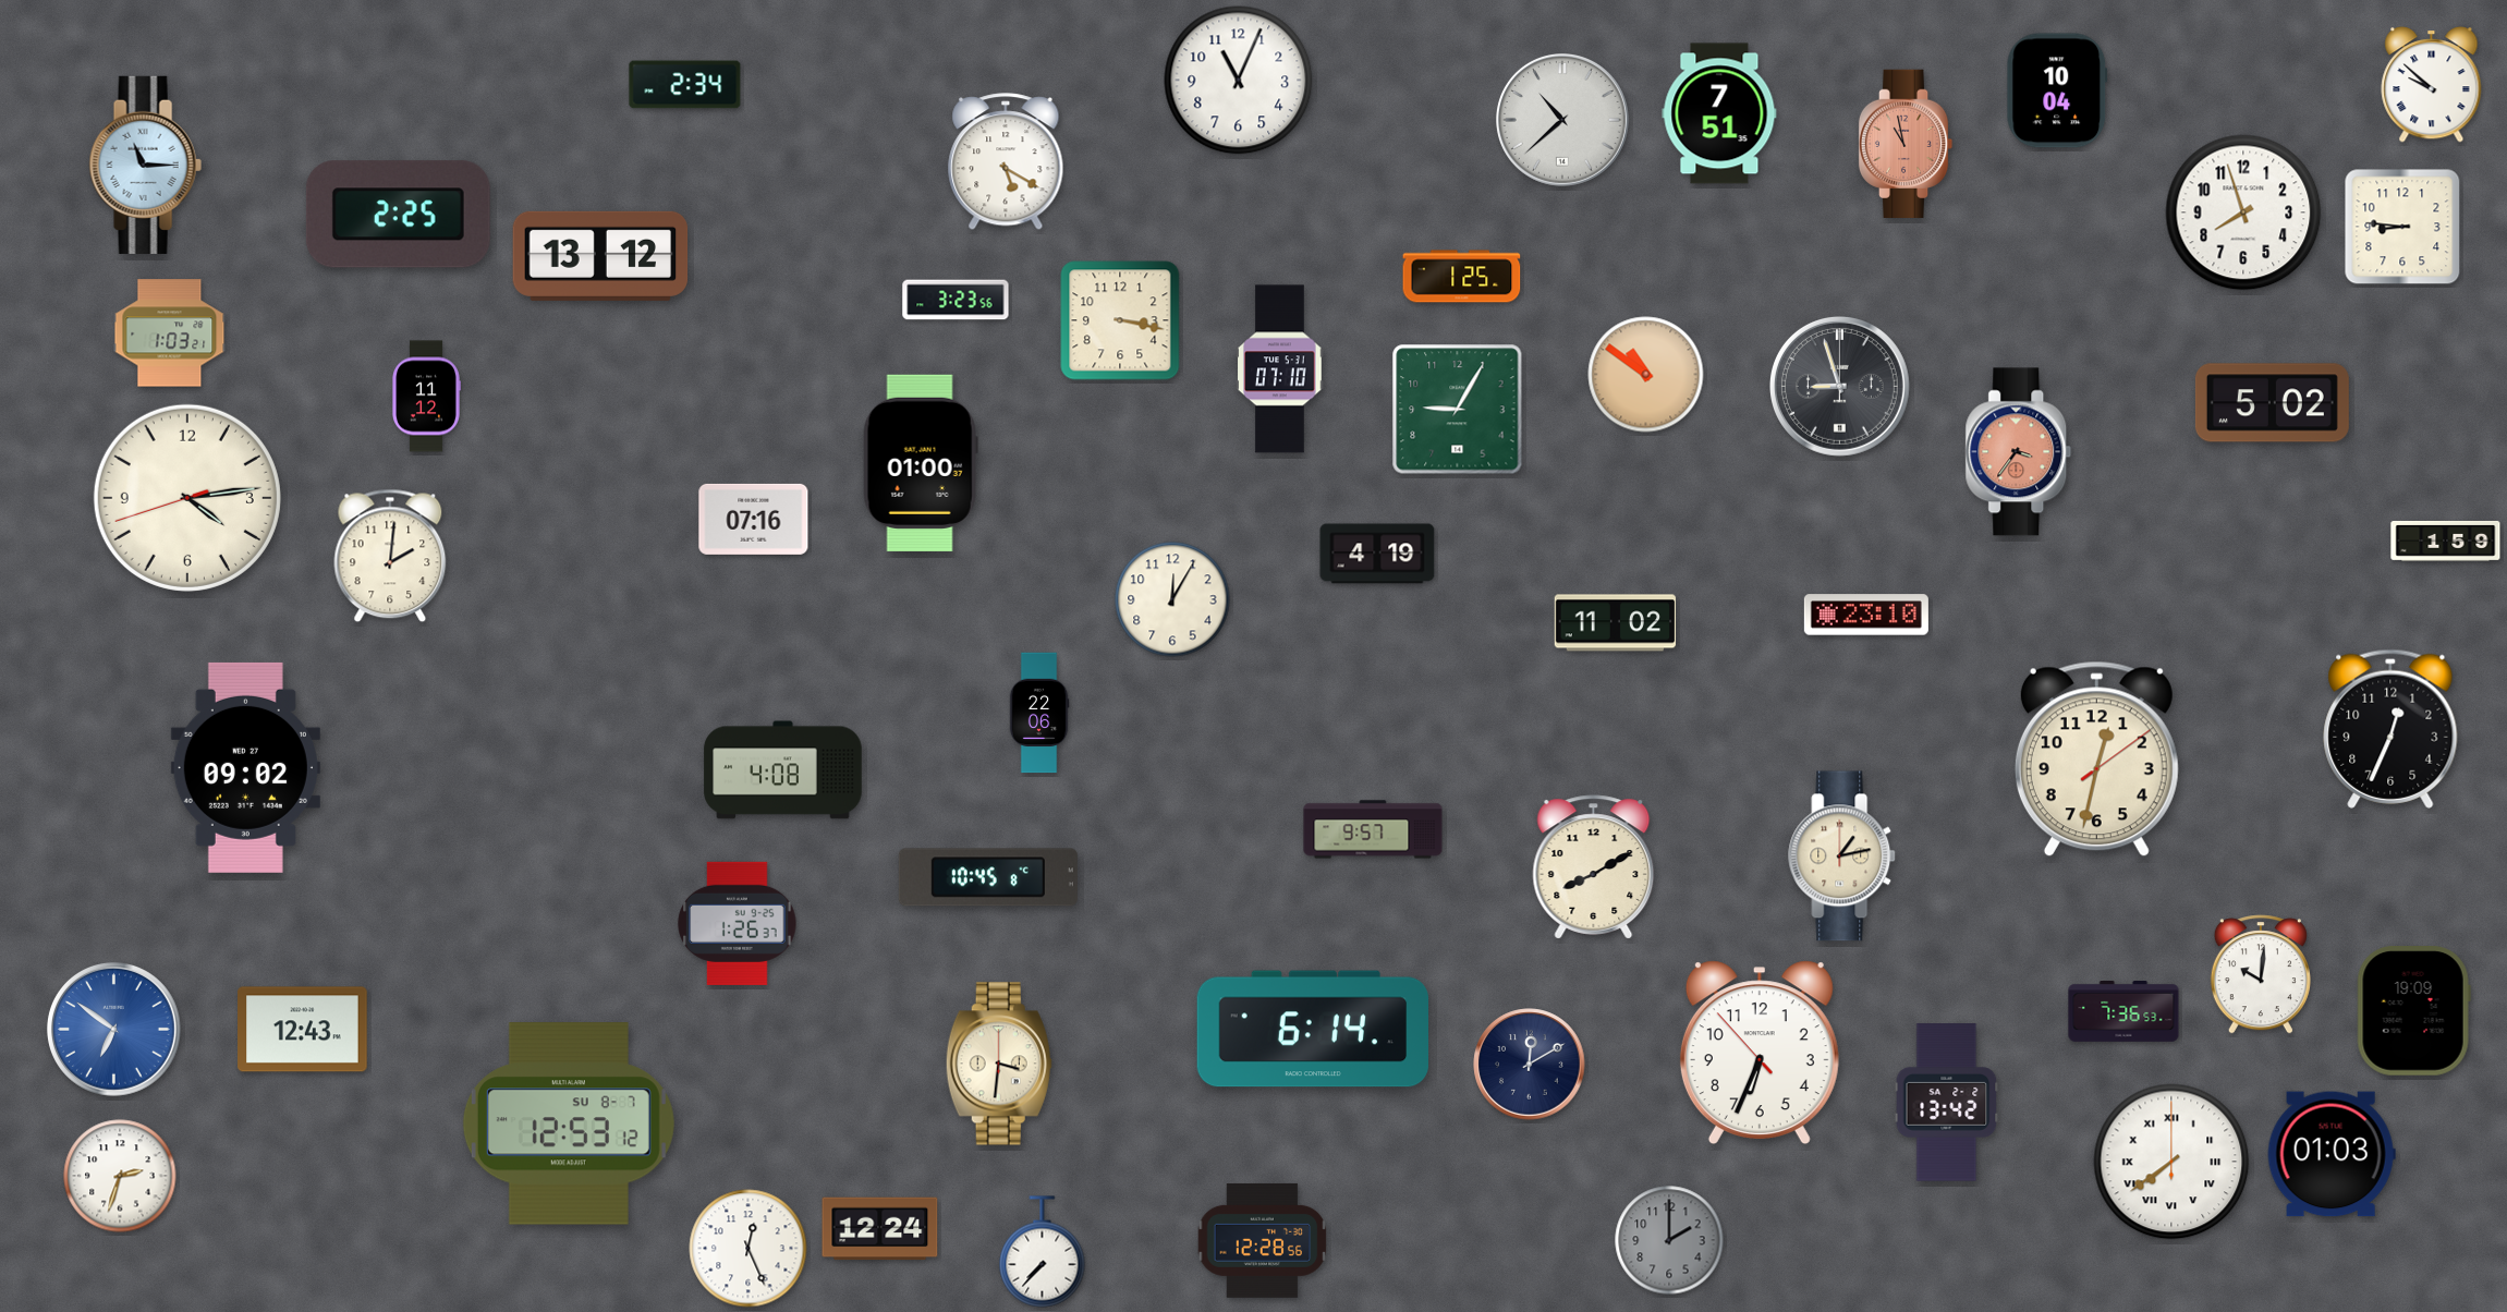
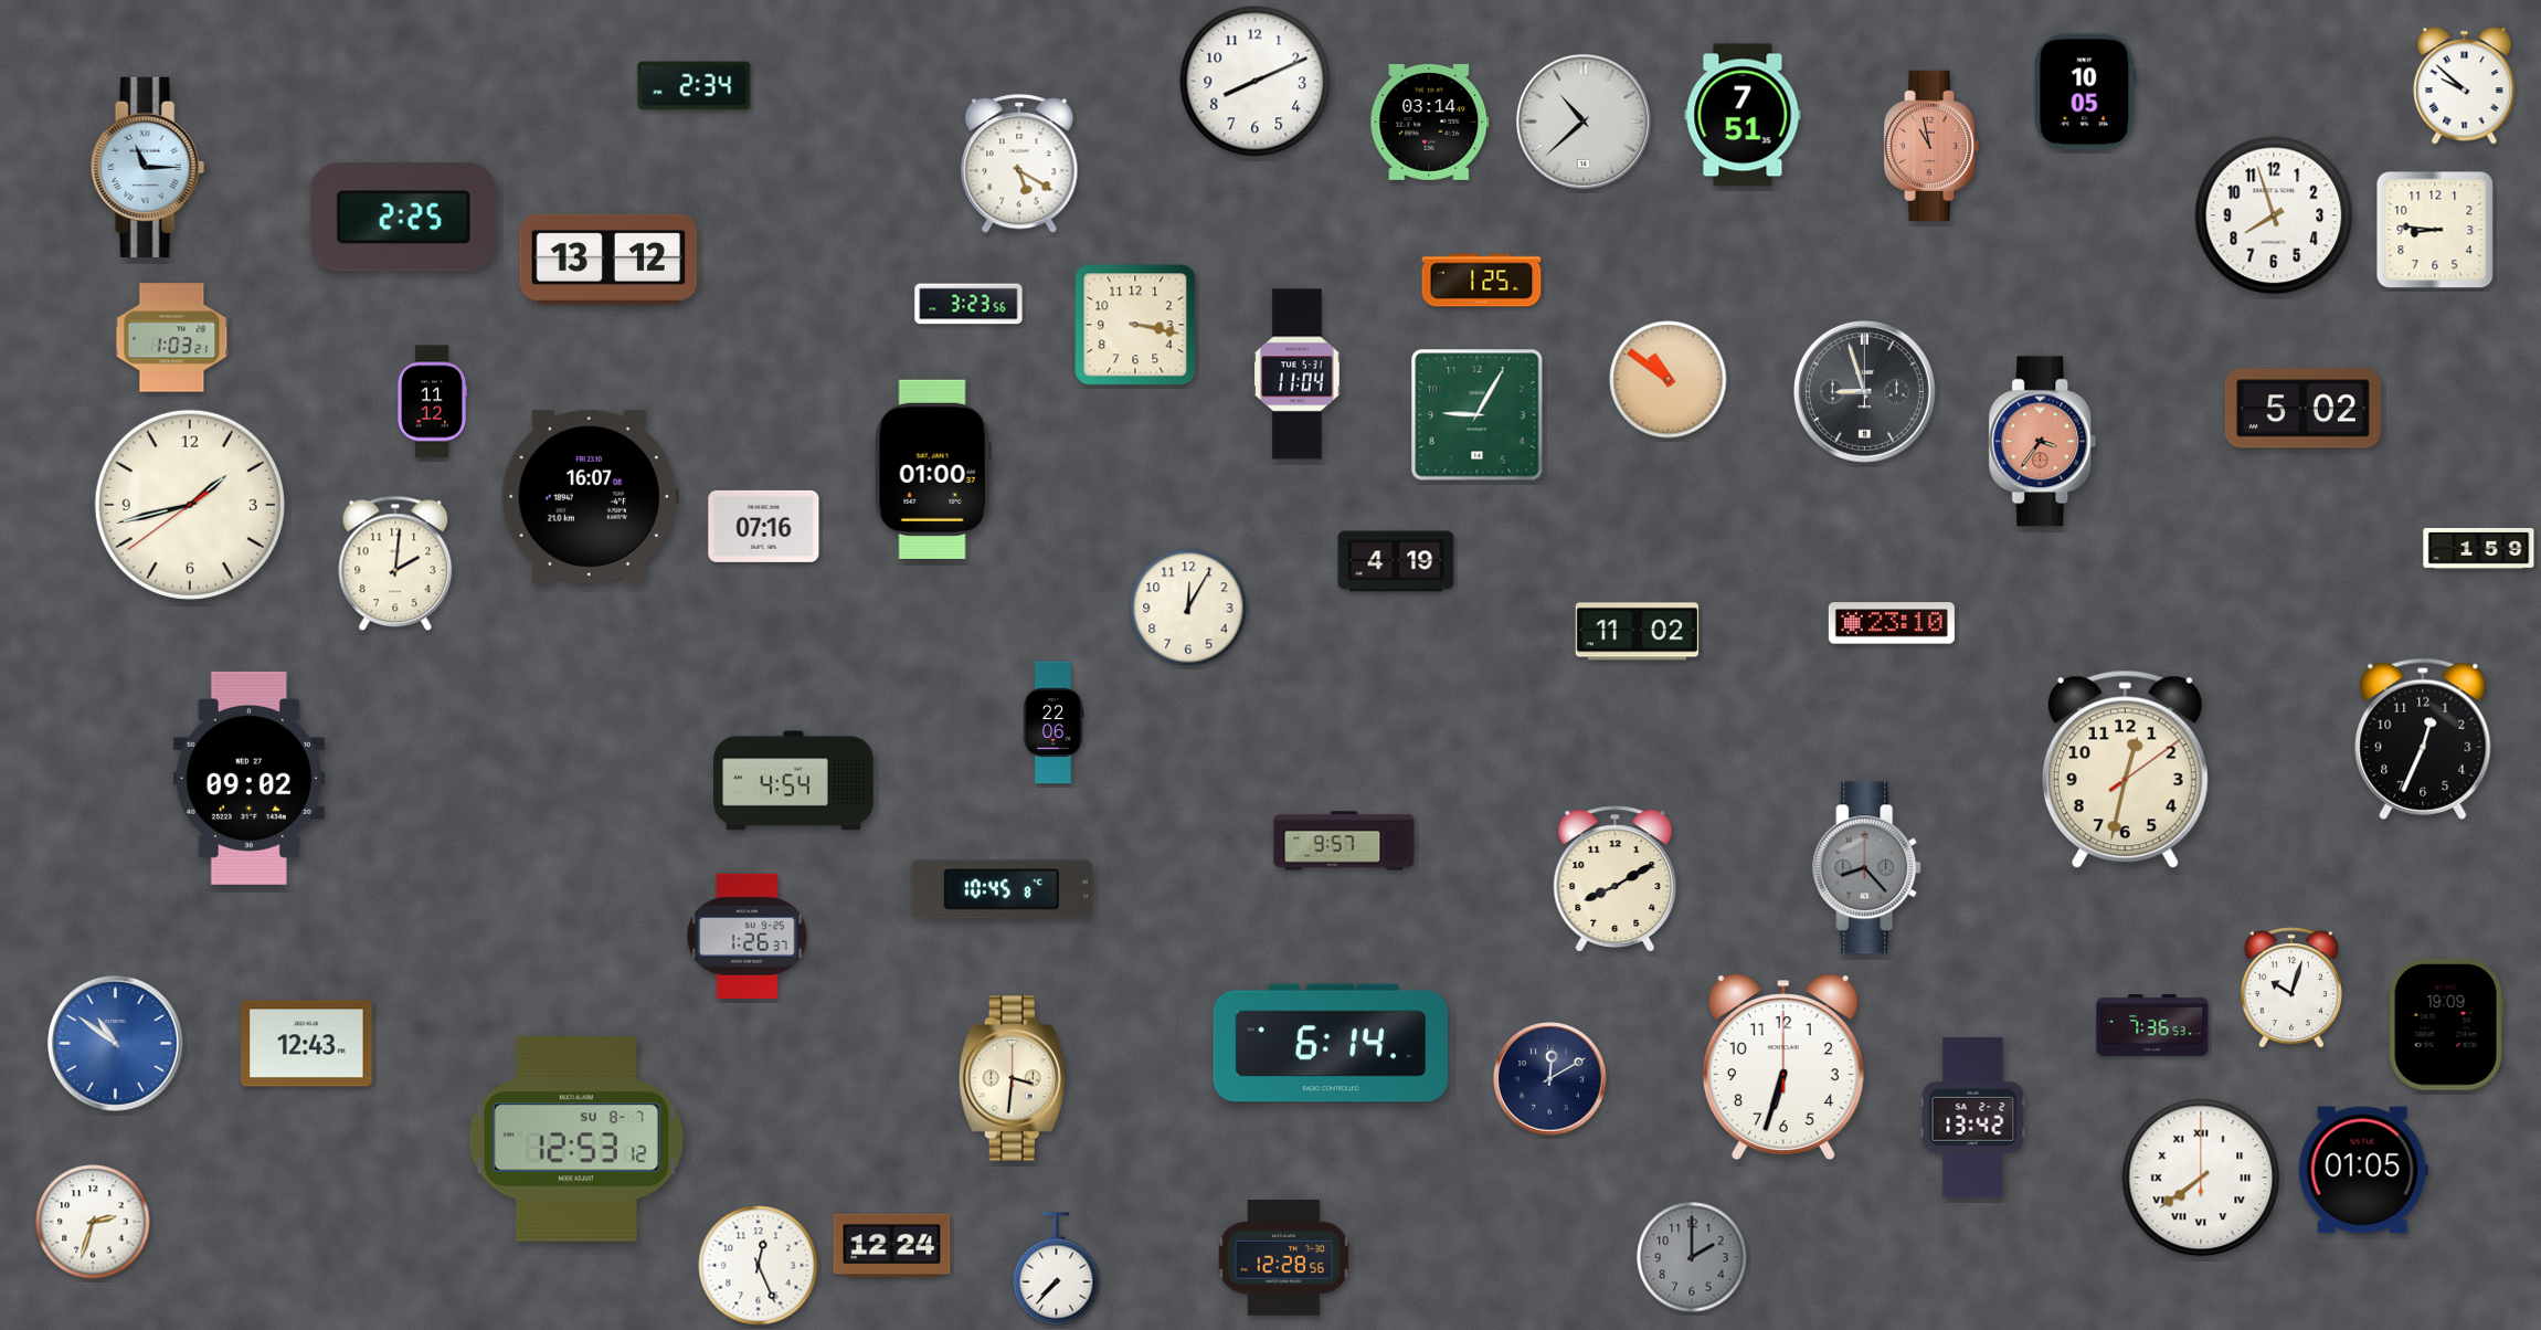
clock at (1239, 81): 11:04 -> 8:11
clock at (2057, 90): 10:04 -> 10:05
clock at (1430, 122): none -> 03:14
clock at (1280, 369): 07:10 -> 11:04
clock at (2019, 452) position: (2019, 452) -> (2043, 442)
clock at (590, 496): none -> 16:07
clock at (187, 498): 4:13 -> 1:42
clock at (783, 770): 4:08 -> 4:54
clock at (1373, 829) position: (1373, 829) -> (1344, 841)
clock at (1842, 857): 1:13 -> 8:23
clock at (1842, 857) dial: cream -> grey
clock at (2261, 974): 10:01 -> 10:03
clock at (113, 1029): 6:51 -> 10:51
clock at (1760, 1053): 6:33:53 -> 6:33:00
clock at (2332, 1154): 01:03 -> 01:05
clock at (120, 1176) position: (120, 1176) -> (93, 1222)
clock at (1263, 1240) position: (1263, 1240) -> (1284, 1257)
